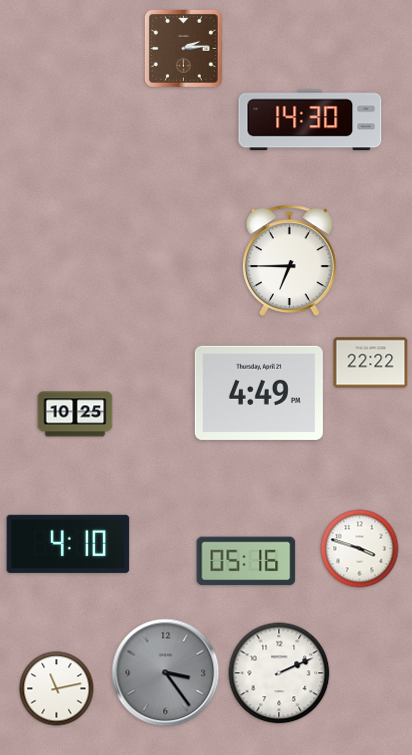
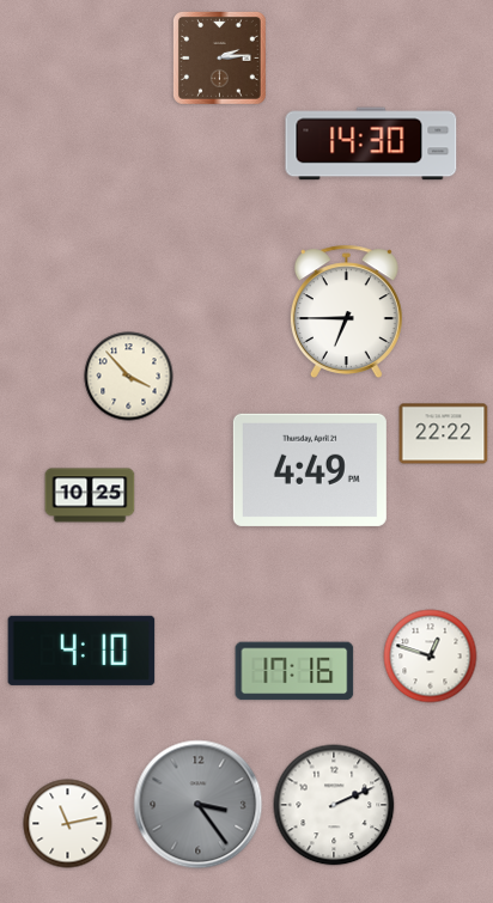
clock at (129, 377): none -> 3:53
clock at (360, 549): 3:48 -> 12:48
clock at (246, 561): 05:16 -> 17:16
